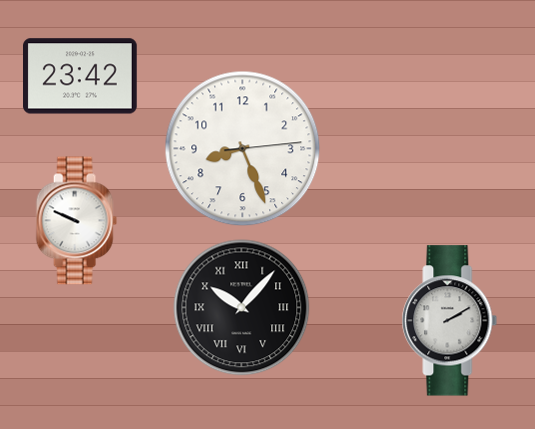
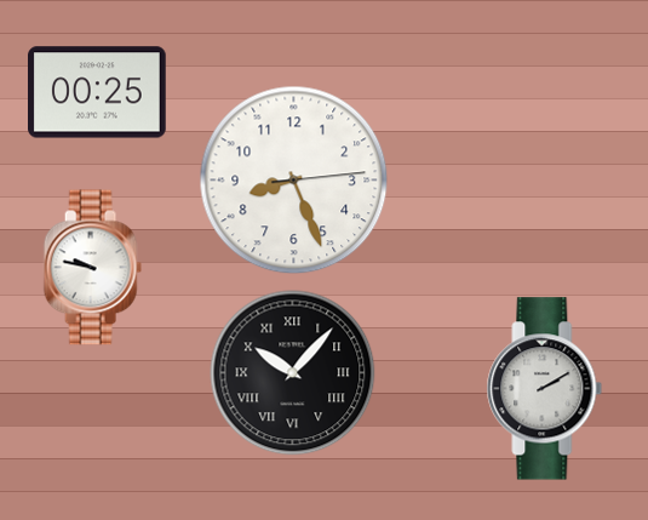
clock at (81, 76): 23:42 -> 00:25
clock at (76, 221): 9:49 -> 9:47
